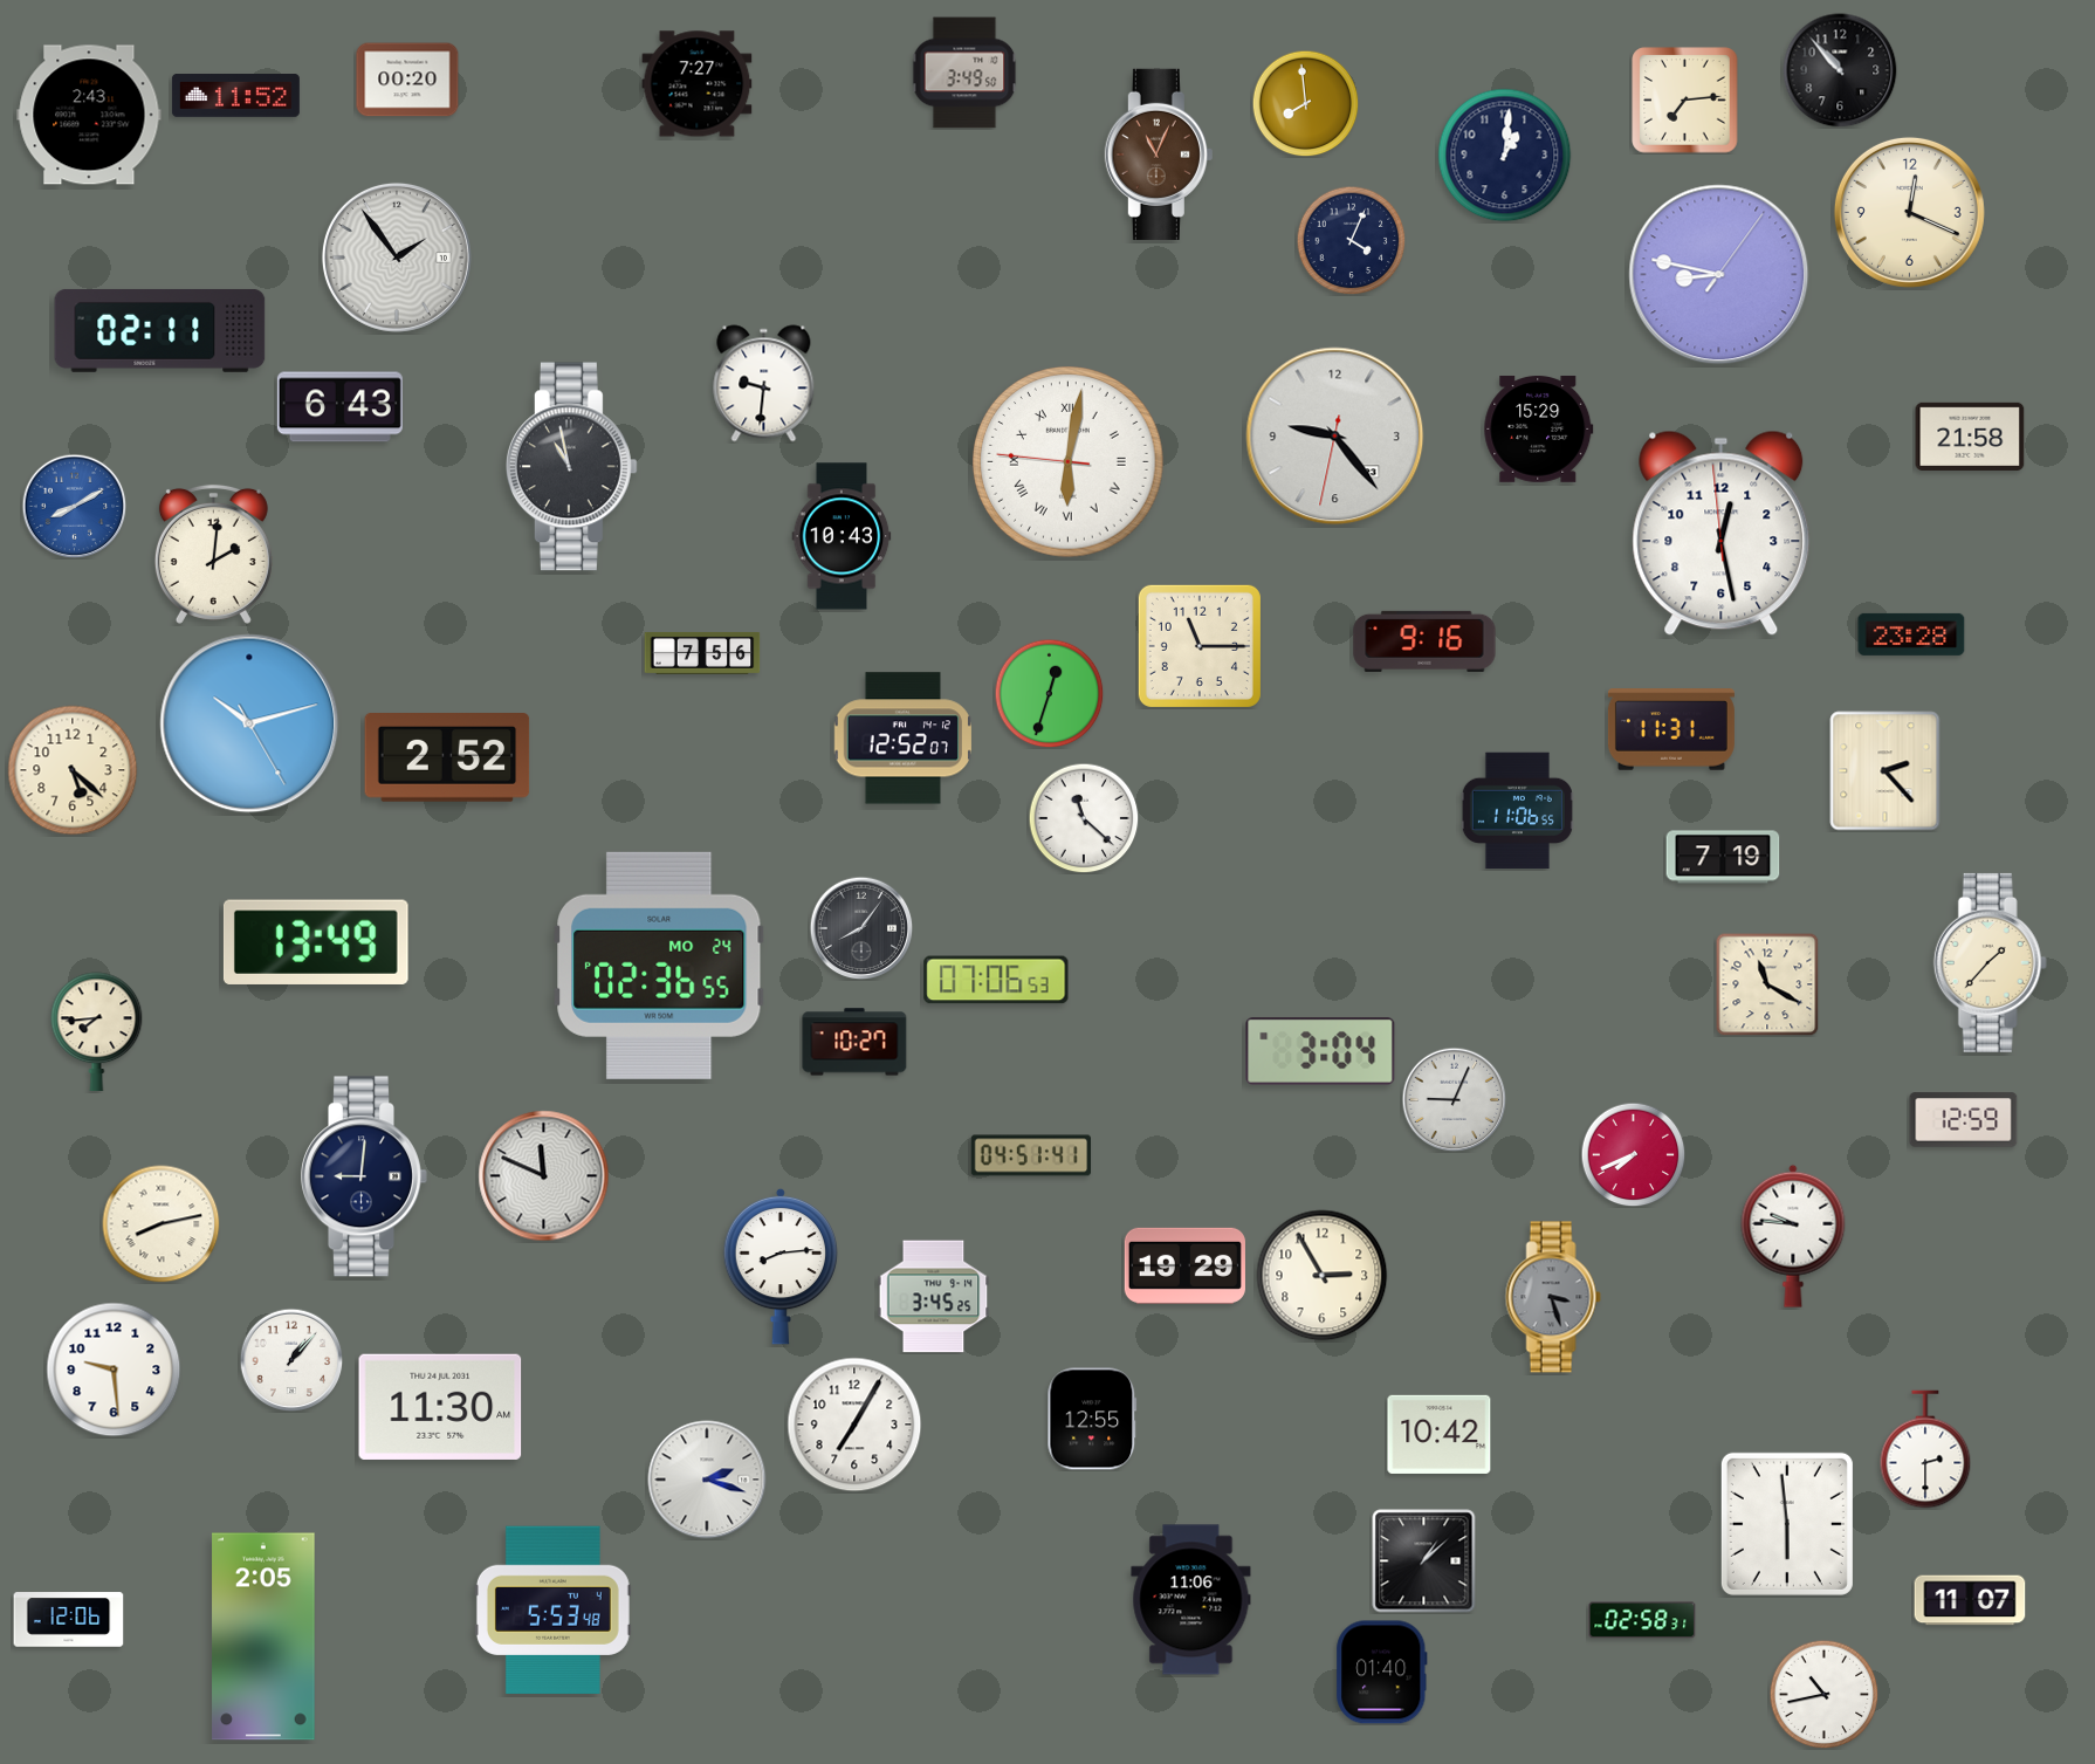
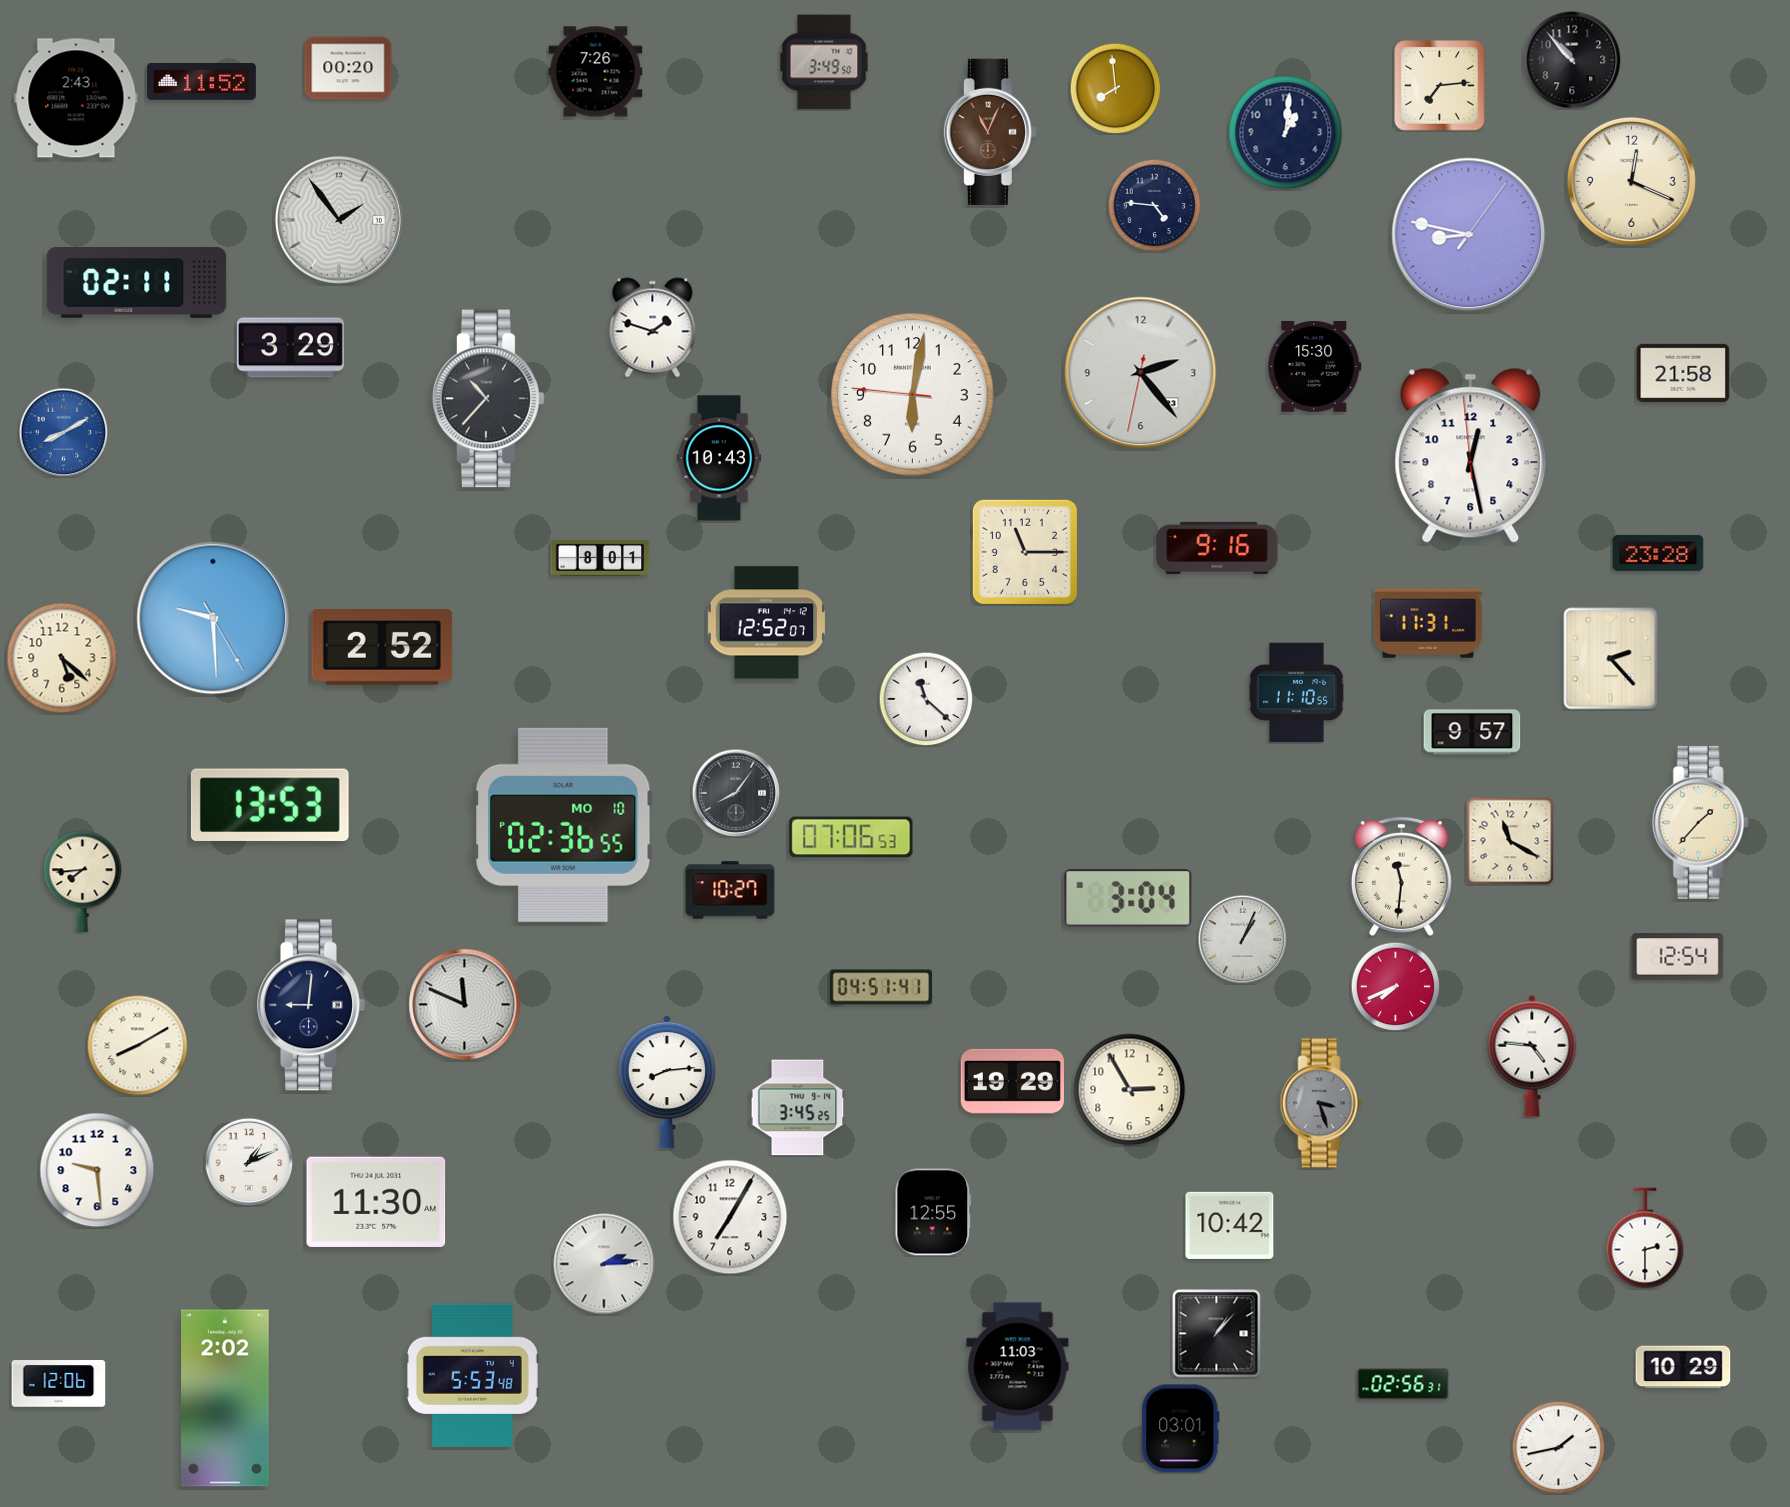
clock at (698, 84): 7:27 -> 7:26
clock at (1351, 240): 4:04 -> 4:46
clock at (764, 384): 9:31 -> 1:48
clock at (339, 407): 6:43 -> 3:29
clock at (1539, 428): 15:29 -> 15:30
clock at (1335, 437): 9:23 -> 2:23
clock at (1069, 462) numerals: Roman -> Arabic
clock at (572, 467): 10:58 -> 10:37
clock at (213, 554): 2:01 -> none
clock at (1911, 634) position: (1911, 634) -> (1658, 553)
clock at (702, 653): 7:56 -> 8:01
clock at (1049, 693): 12:33 -> none
clock at (249, 723): 10:12 -> 9:29
clock at (902, 739) position: (902, 739) -> (766, 623)
clock at (1517, 811): 11:06 -> 11:10
clock at (1723, 857): 7:19 -> 9:57
clock at (316, 941): 13:49 -> 13:53
clock at (659, 966) date: MO 24 -> MO 10
clock at (1401, 876): none -> 11:31
clock at (1454, 1099): 9:04 -> 1:04
clock at (1964, 1120): 12:59 -> 12:54
clock at (162, 1224): 8:13 -> 8:10
clock at (1793, 1236): 9:46 -> 4:46
clock at (1553, 1297) position: (1553, 1297) -> (1321, 1103)
clock at (291, 1360): 1:07 -> 1:11
clock at (707, 1480): 2:18 -> 2:14
clock at (1787, 1524): 5:59 -> none
clock at (1424, 1561): 1:08 -> 1:07
clock at (1191, 1600): 11:06 -> 11:03
clock at (1970, 1600): 11:07 -> 10:29
clock at (1642, 1620): 02:58 -> 02:56
clock at (263, 1636): 2:05 -> 2:02
clock at (1382, 1673): 01:40 -> 03:01
clock at (1823, 1694): 10:43 -> 1:43
